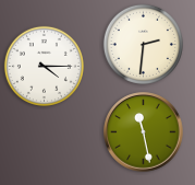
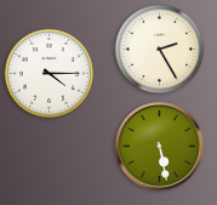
clock at (143, 44): 2:31 -> 2:25
clock at (144, 132): 11:28 -> 5:28
